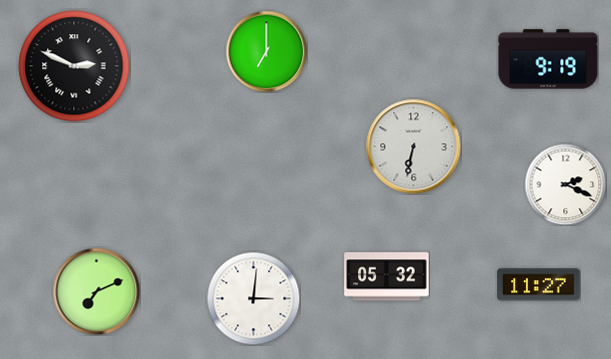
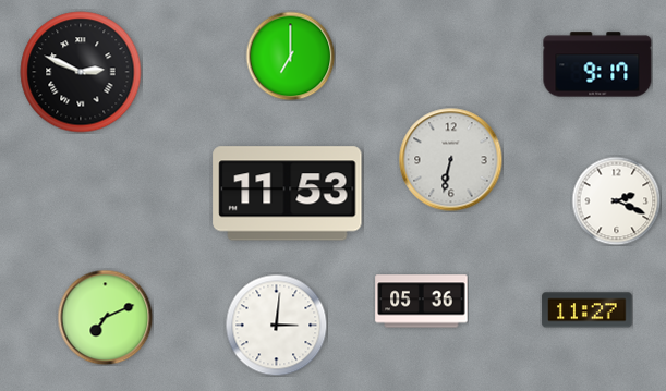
clock at (548, 59): 9:19 -> 9:17
clock at (288, 194): none -> 11:53
clock at (387, 277): 05:32 -> 05:36
